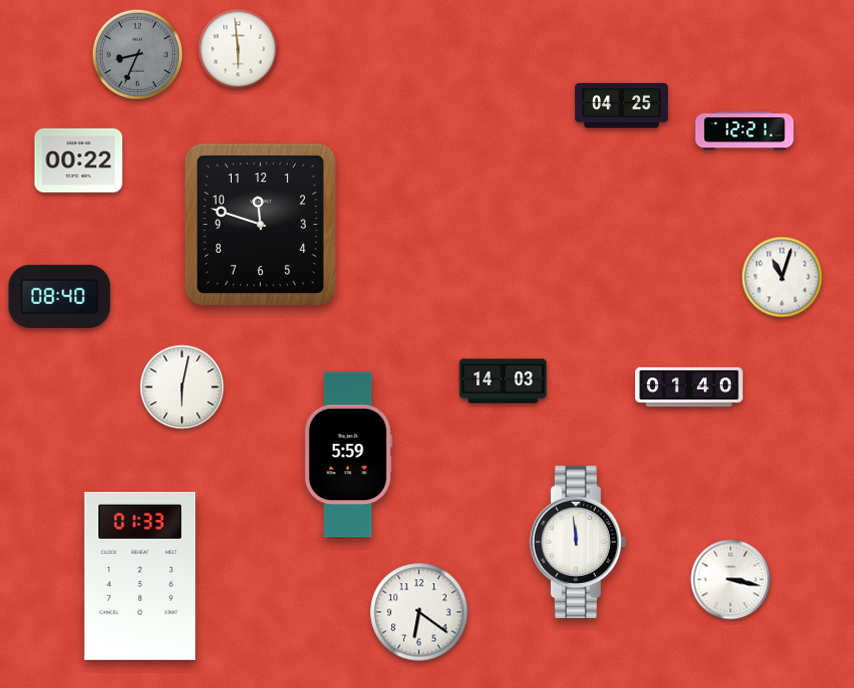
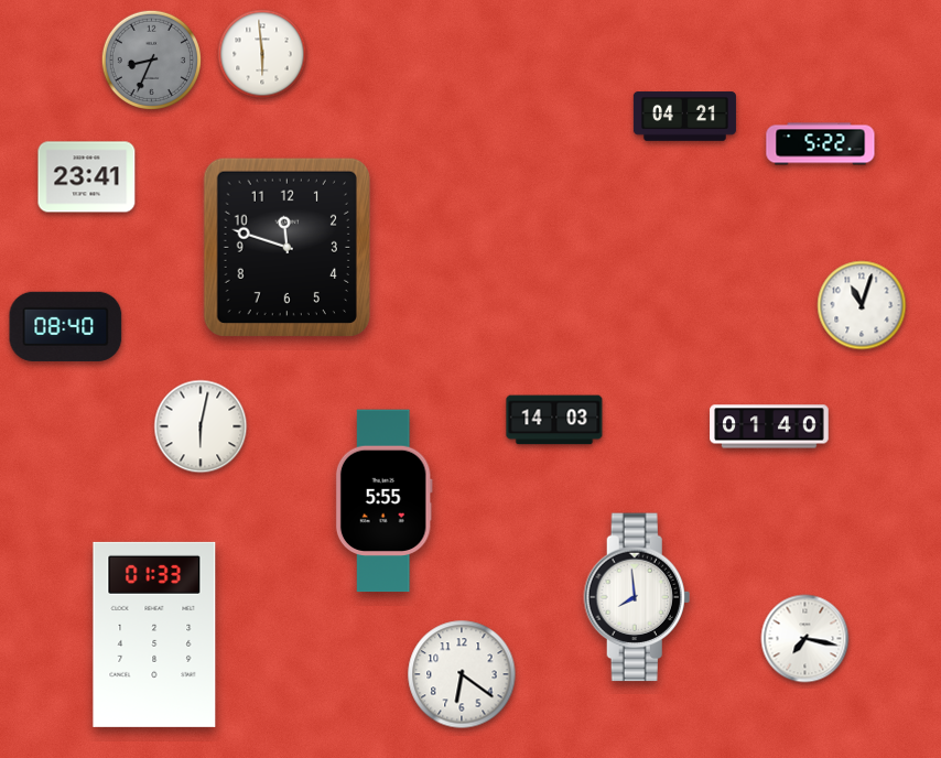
clock at (621, 106): 04:25 -> 04:21
clock at (745, 131): 12:21 -> 5:22
clock at (79, 161): 00:22 -> 23:41
clock at (689, 387) position: (689, 387) -> (769, 426)
clock at (348, 455): 5:59 -> 5:55
clock at (578, 542): 11:59 -> 7:59
clock at (731, 580): 3:17 -> 7:17
